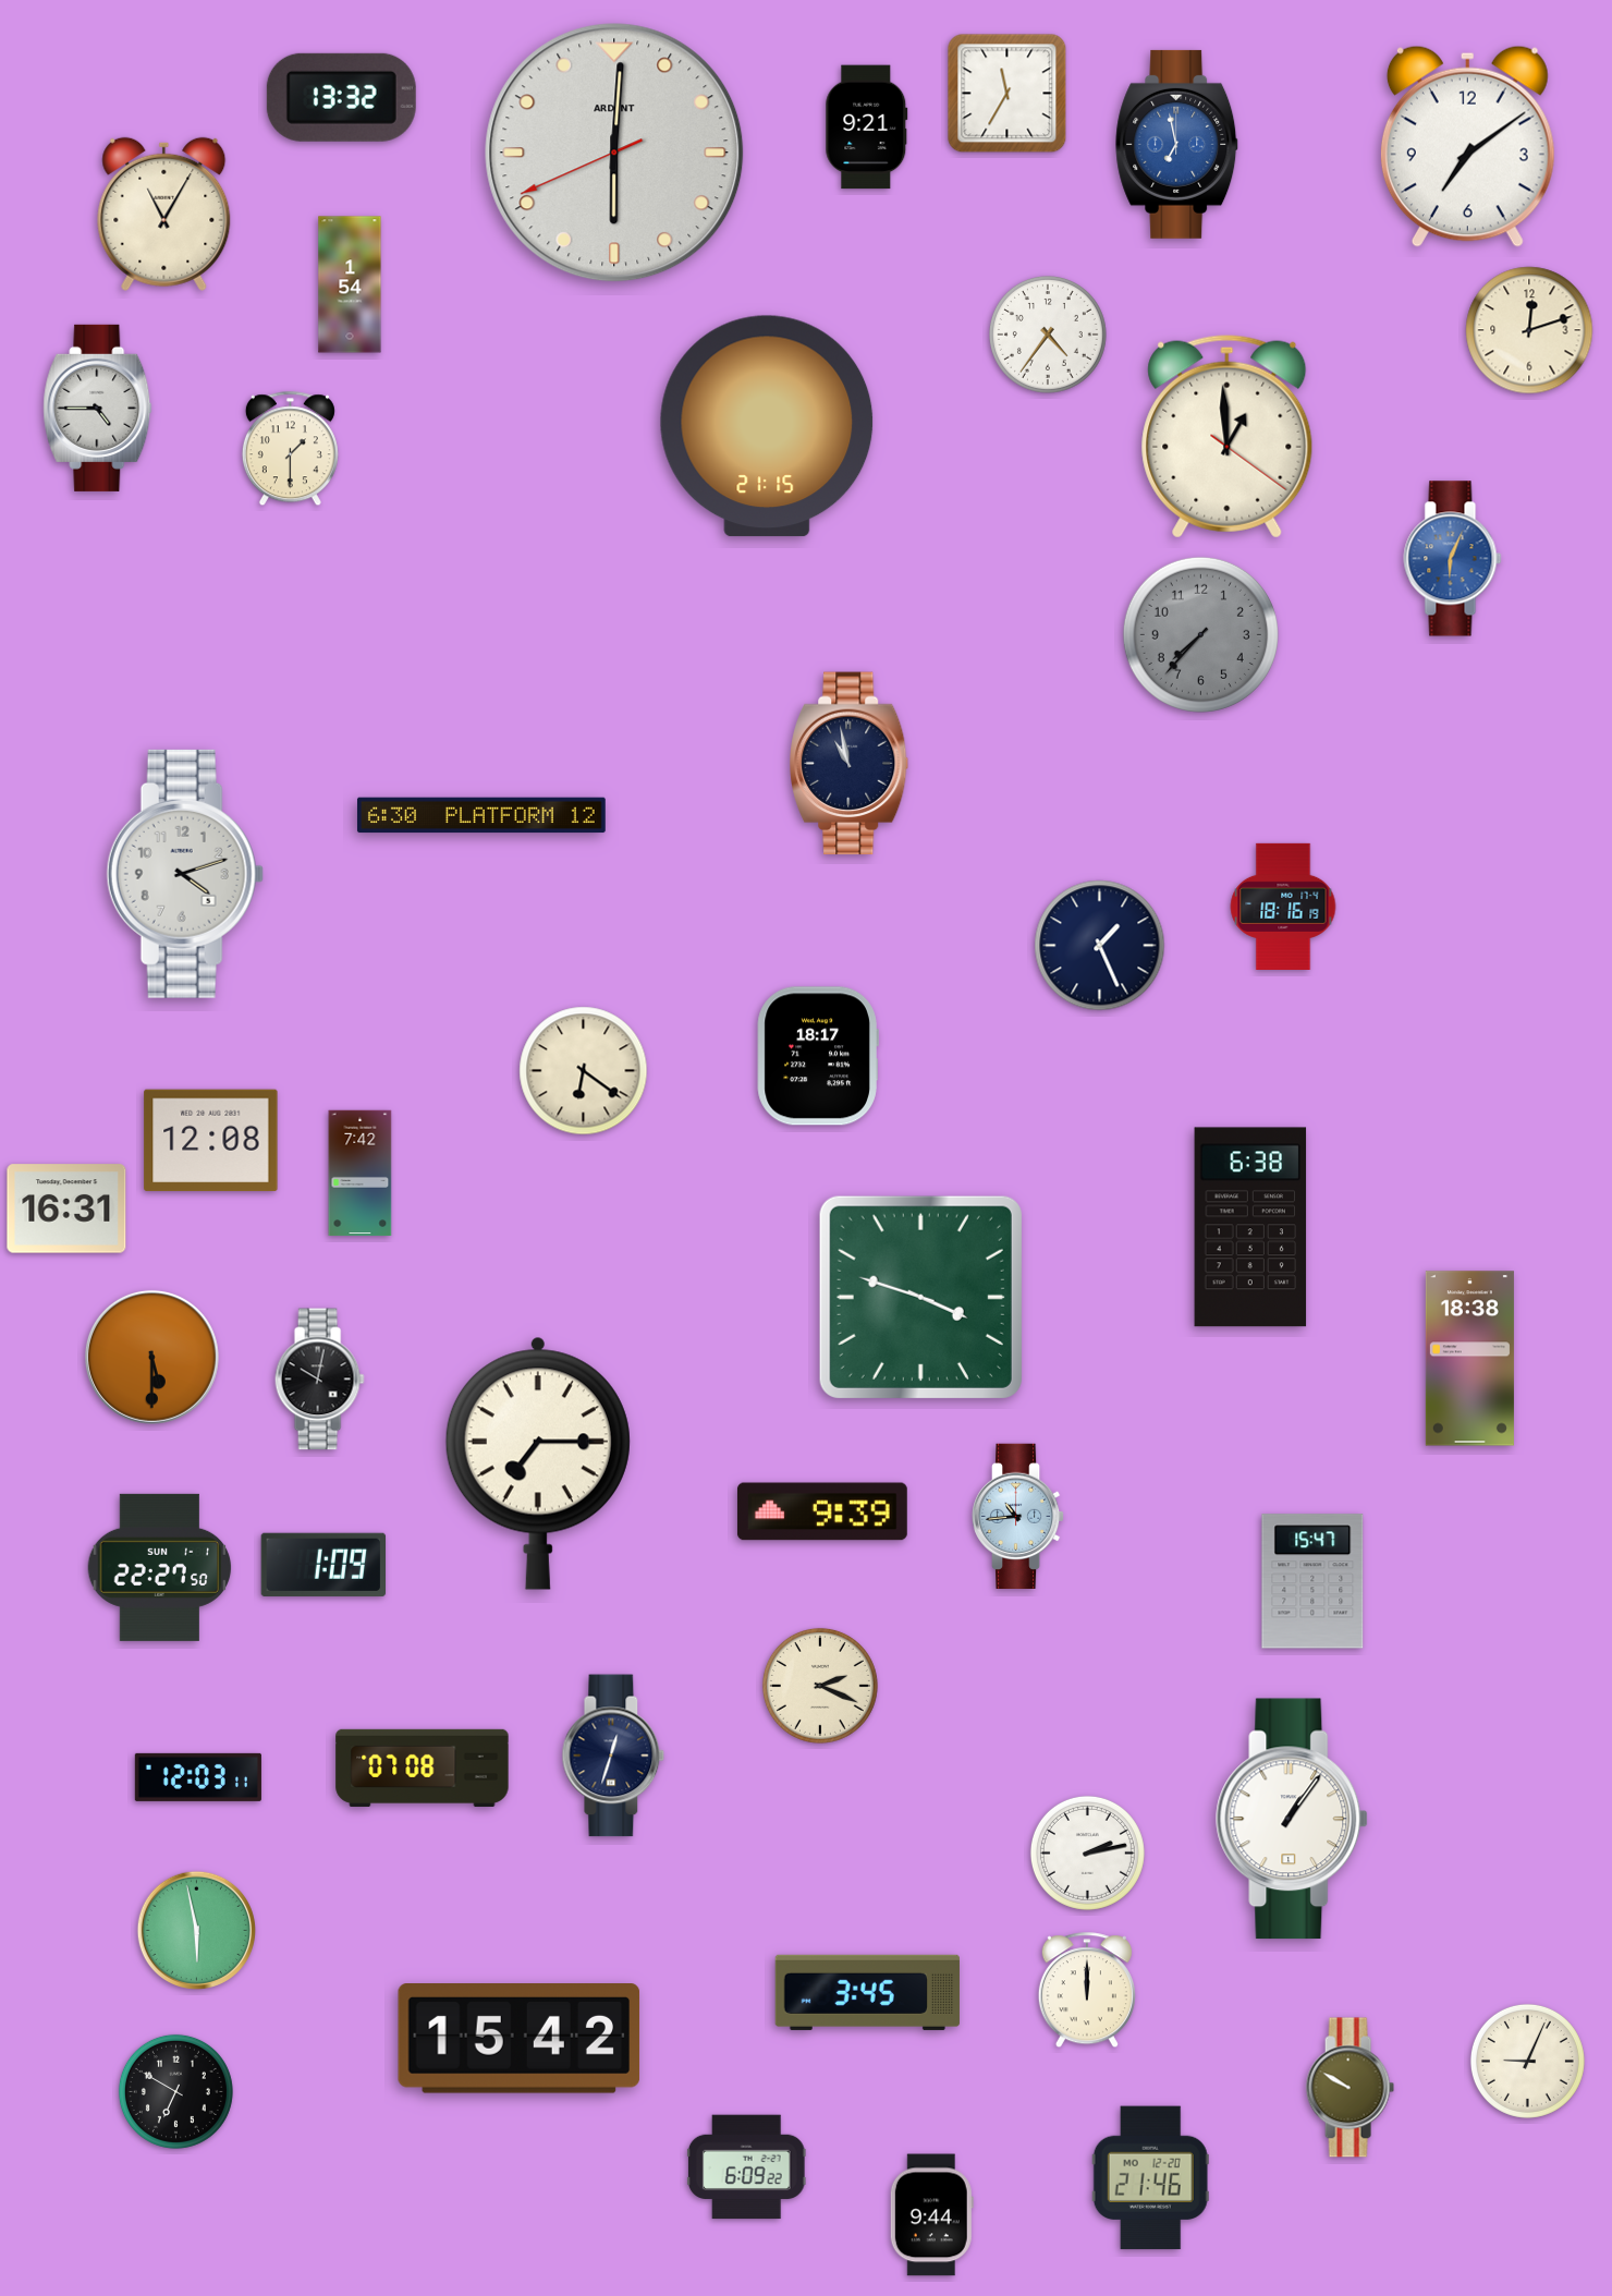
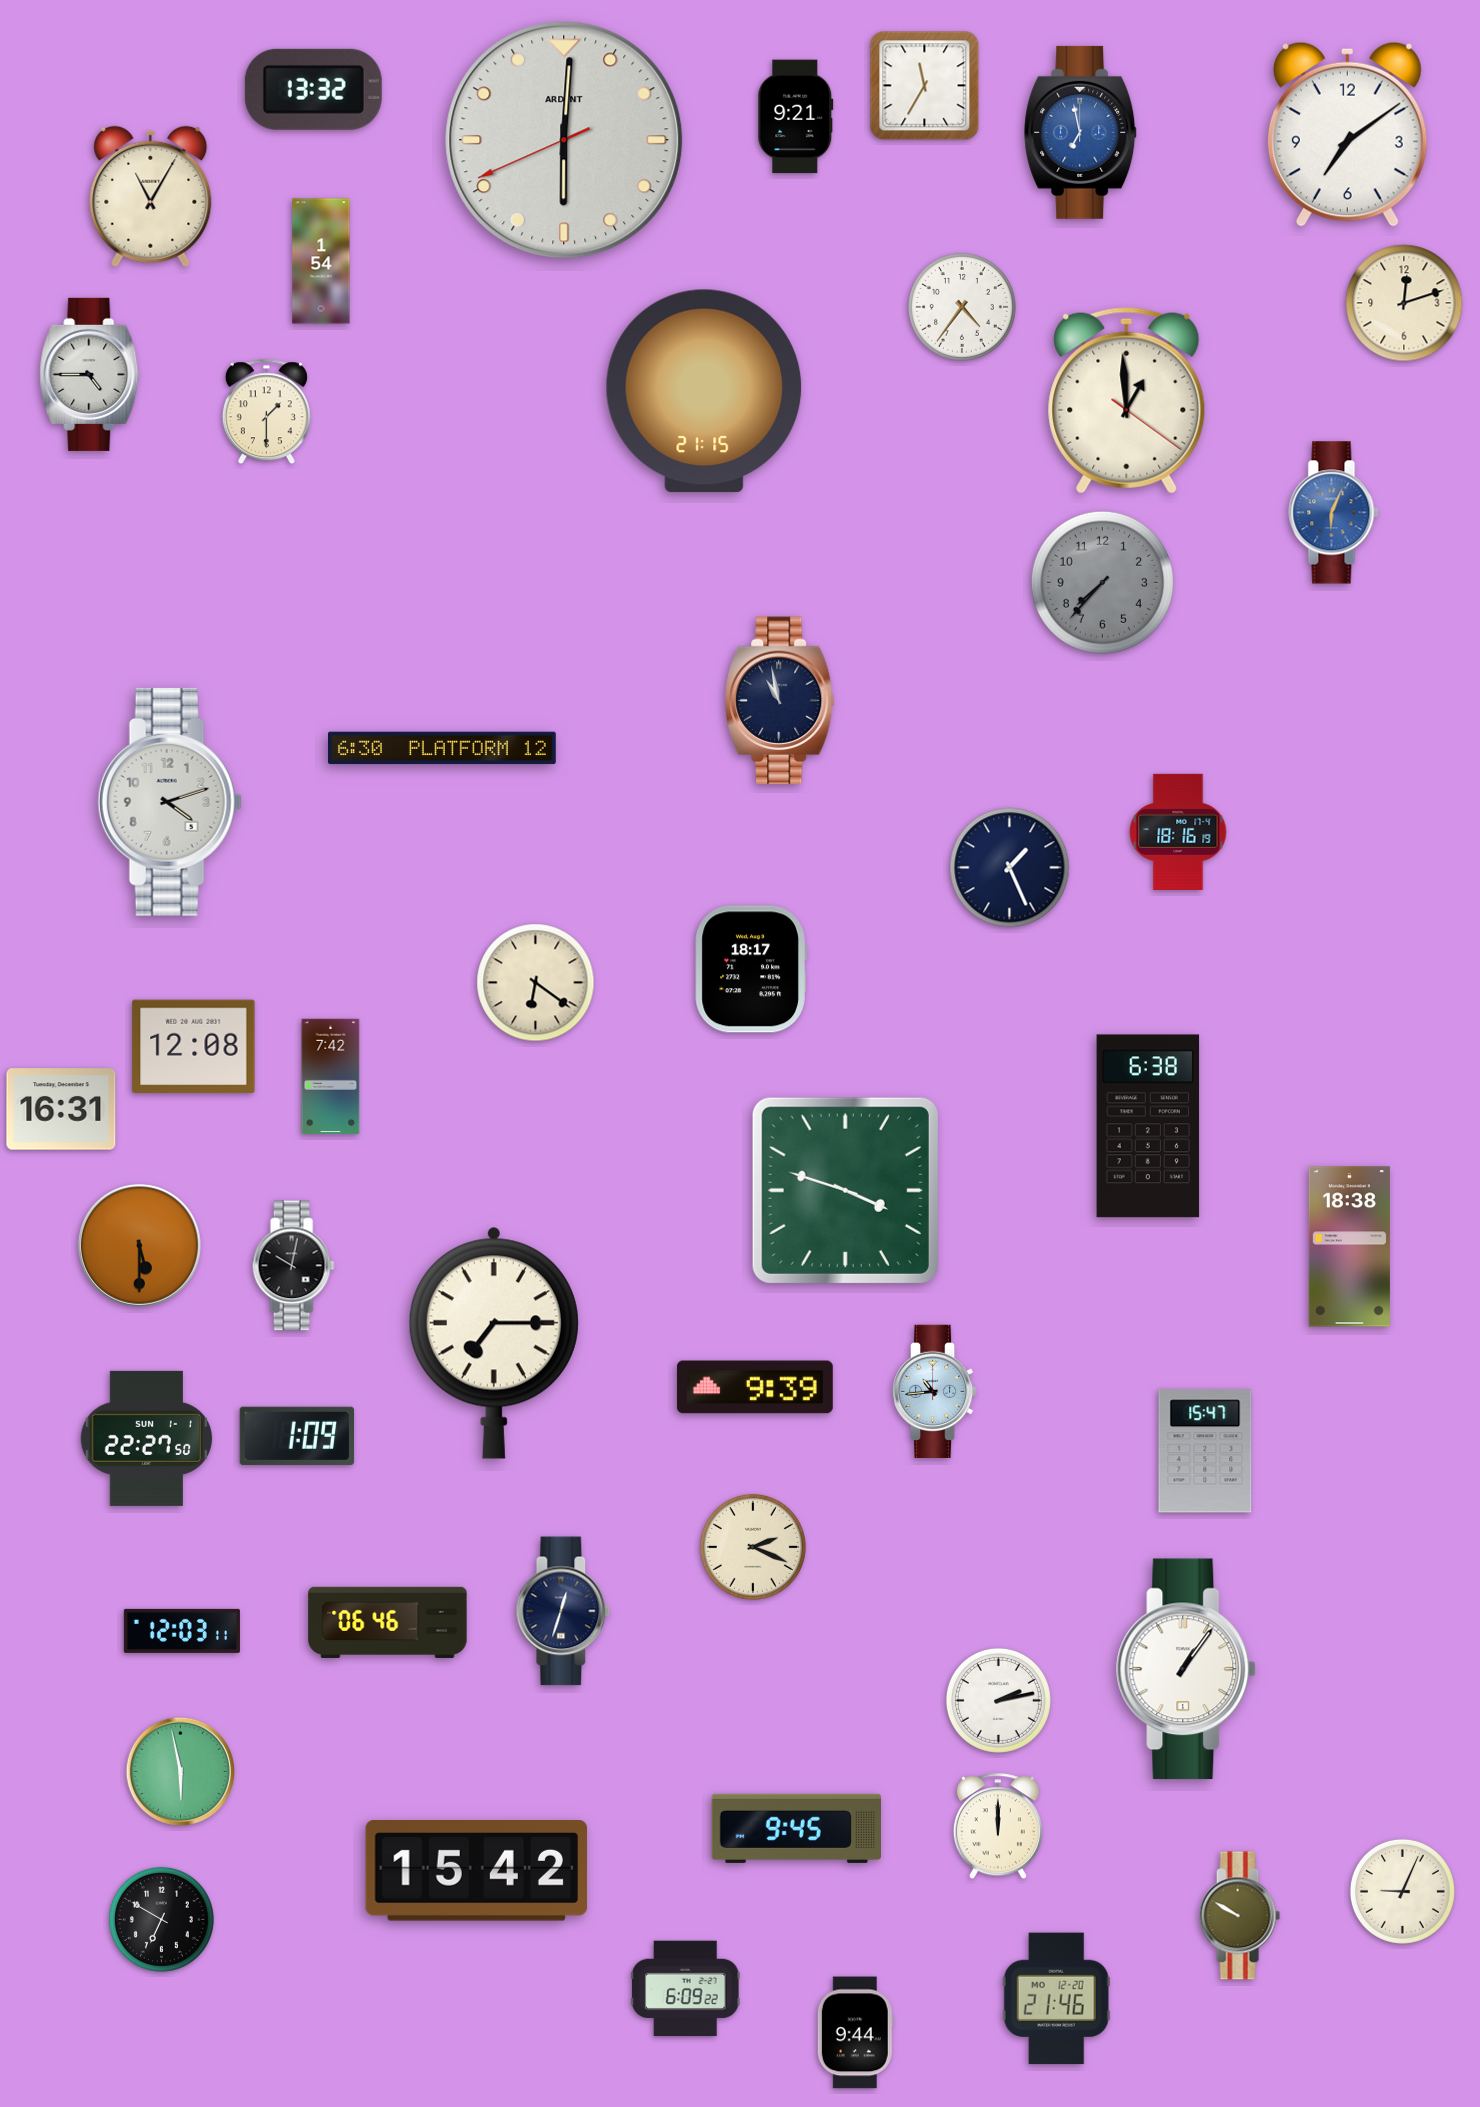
clock at (423, 1767): 07:08 -> 06:46
clock at (867, 1992): 3:45 -> 9:45
